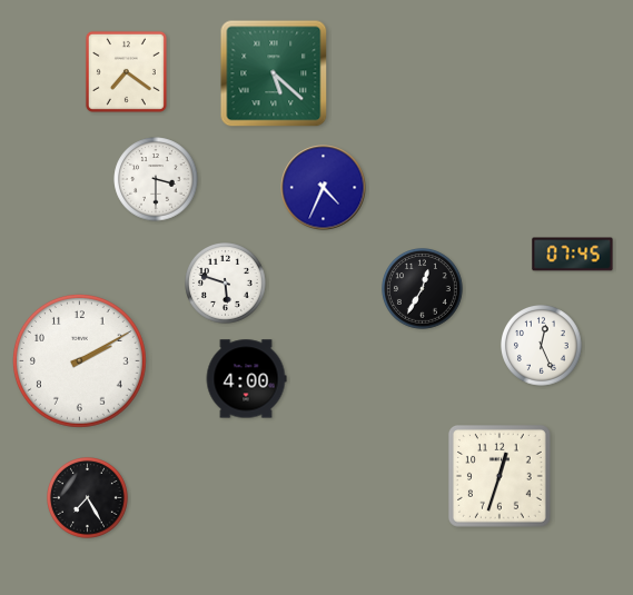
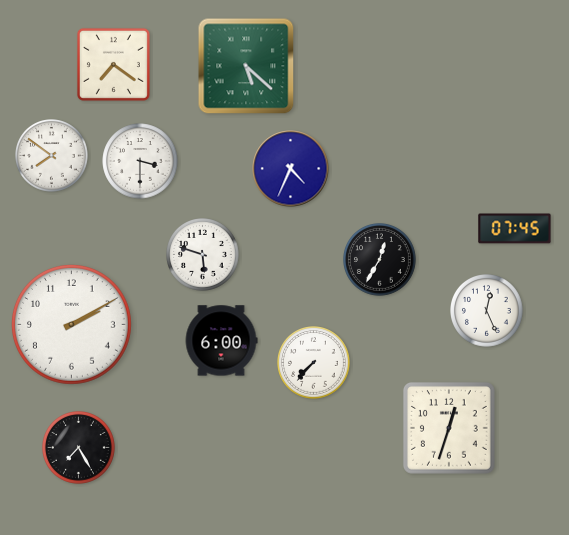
clock at (52, 156): none -> 7:51
clock at (246, 379): 4:00 -> 6:00
clock at (314, 363): none -> 7:37
